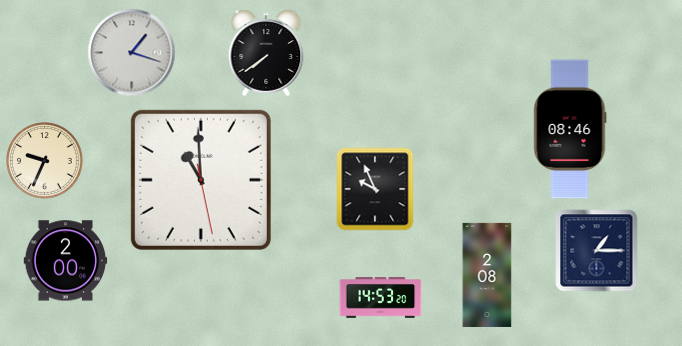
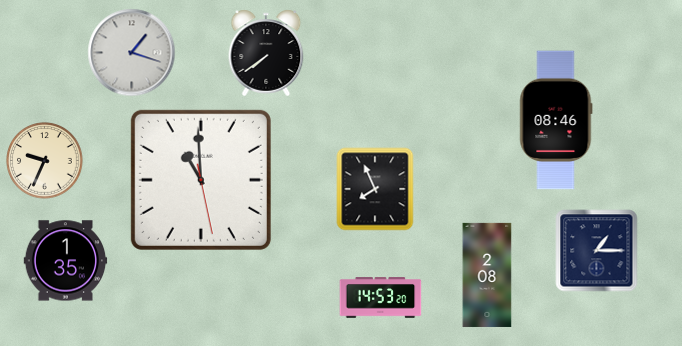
clock at (570, 129) position: (570, 129) -> (556, 120)
clock at (375, 189): 9:56 -> 7:56
clock at (66, 261): 2:00 -> 1:35
